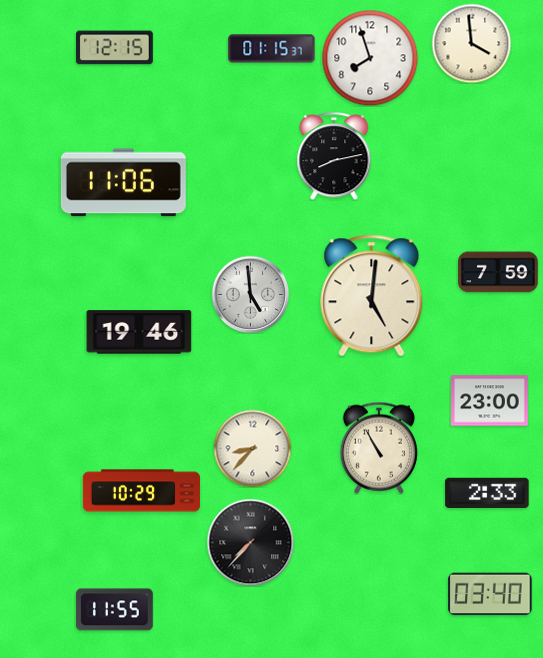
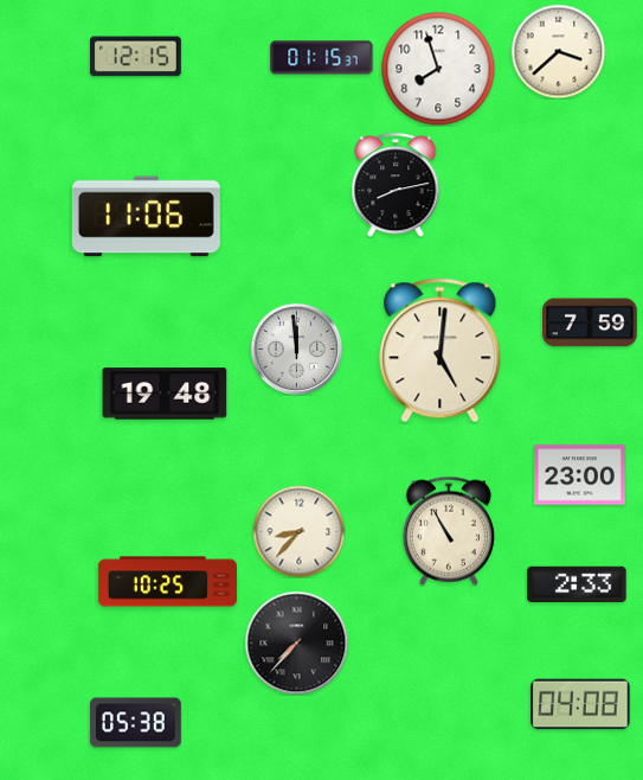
clock at (471, 43): 3:59 -> 3:38
clock at (250, 294): 4:59 -> 11:59
clock at (139, 332): 19:46 -> 19:48
clock at (141, 491): 10:29 -> 10:25
clock at (490, 594): 03:40 -> 04:08
clock at (114, 610): 11:55 -> 05:38
